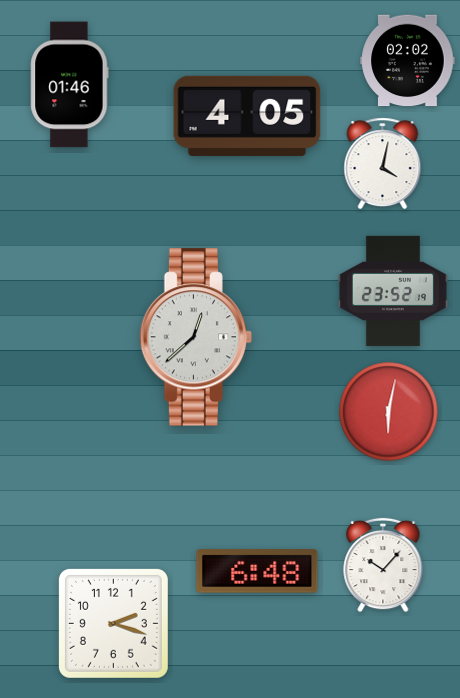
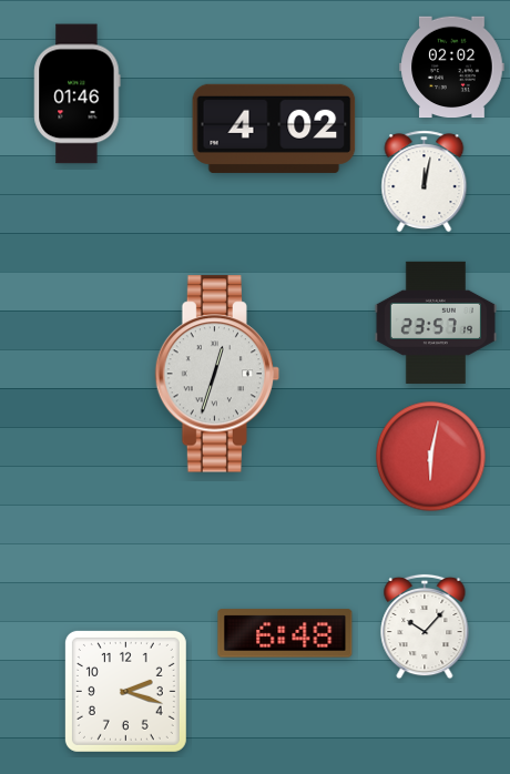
clock at (247, 116): 4:05 -> 4:02
clock at (383, 164): 4:02 -> 12:02
clock at (393, 291): 23:52 -> 23:57
clock at (196, 337): 12:38 -> 12:33
